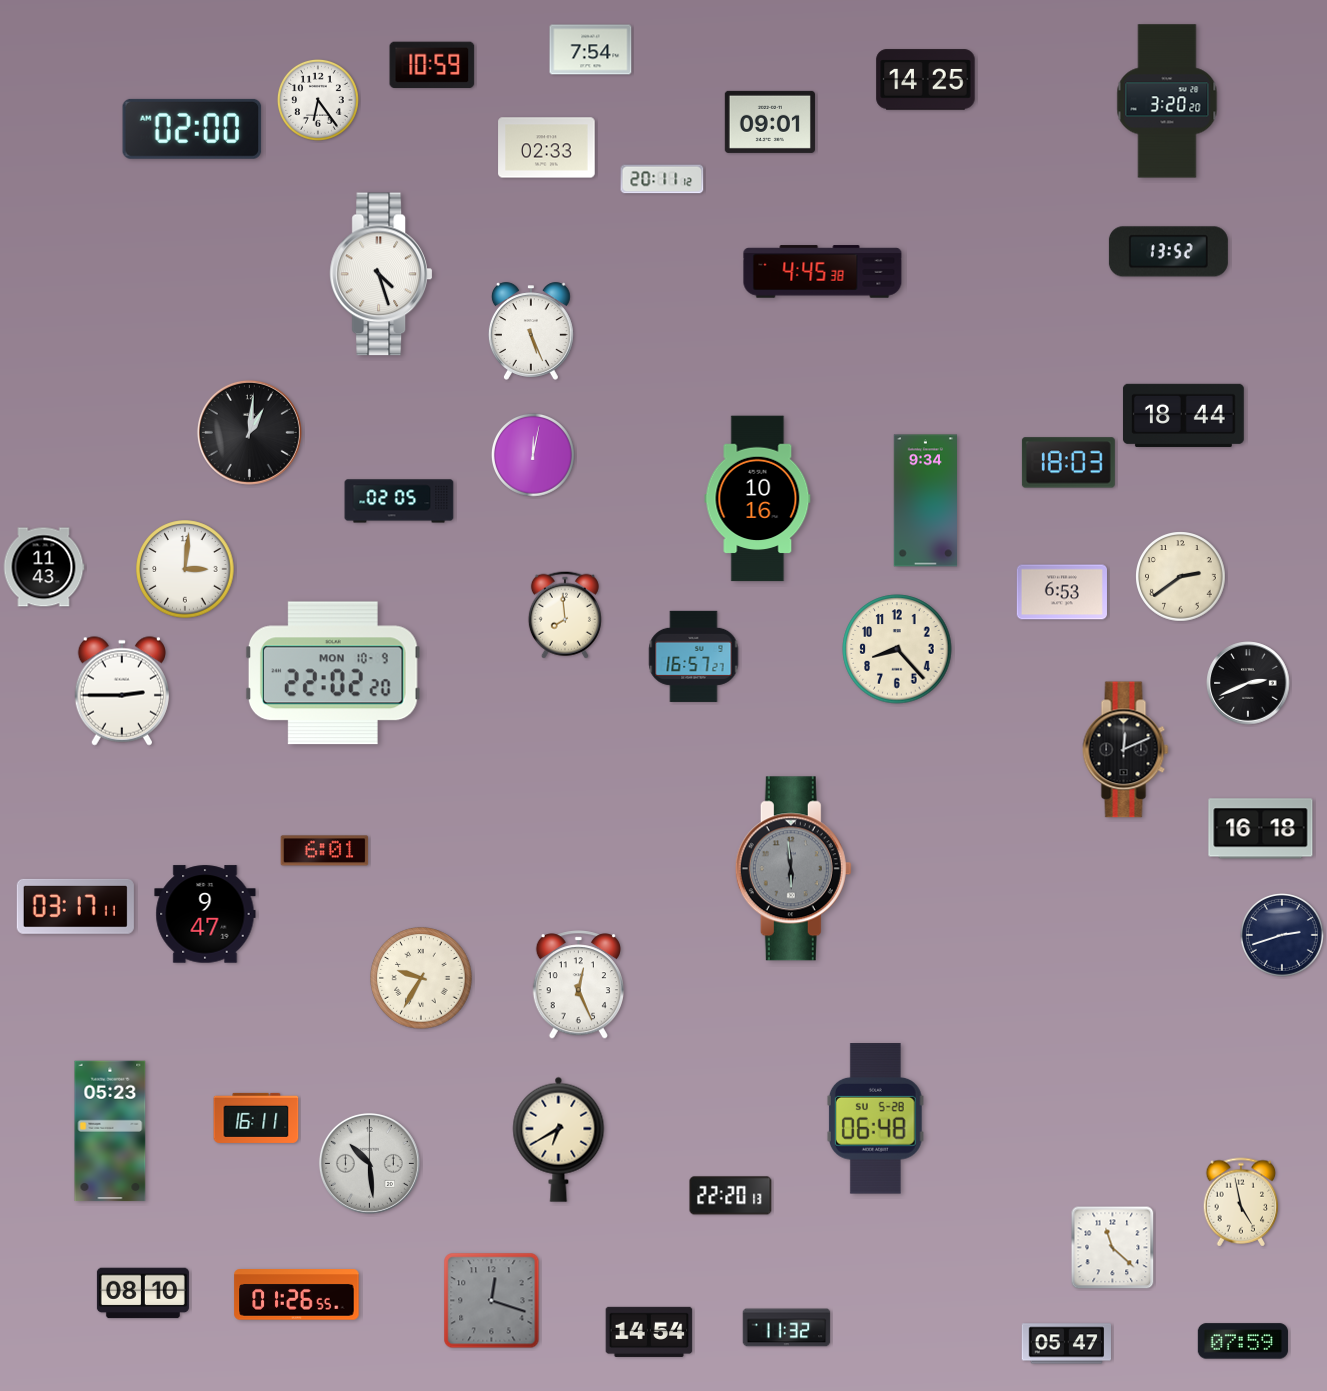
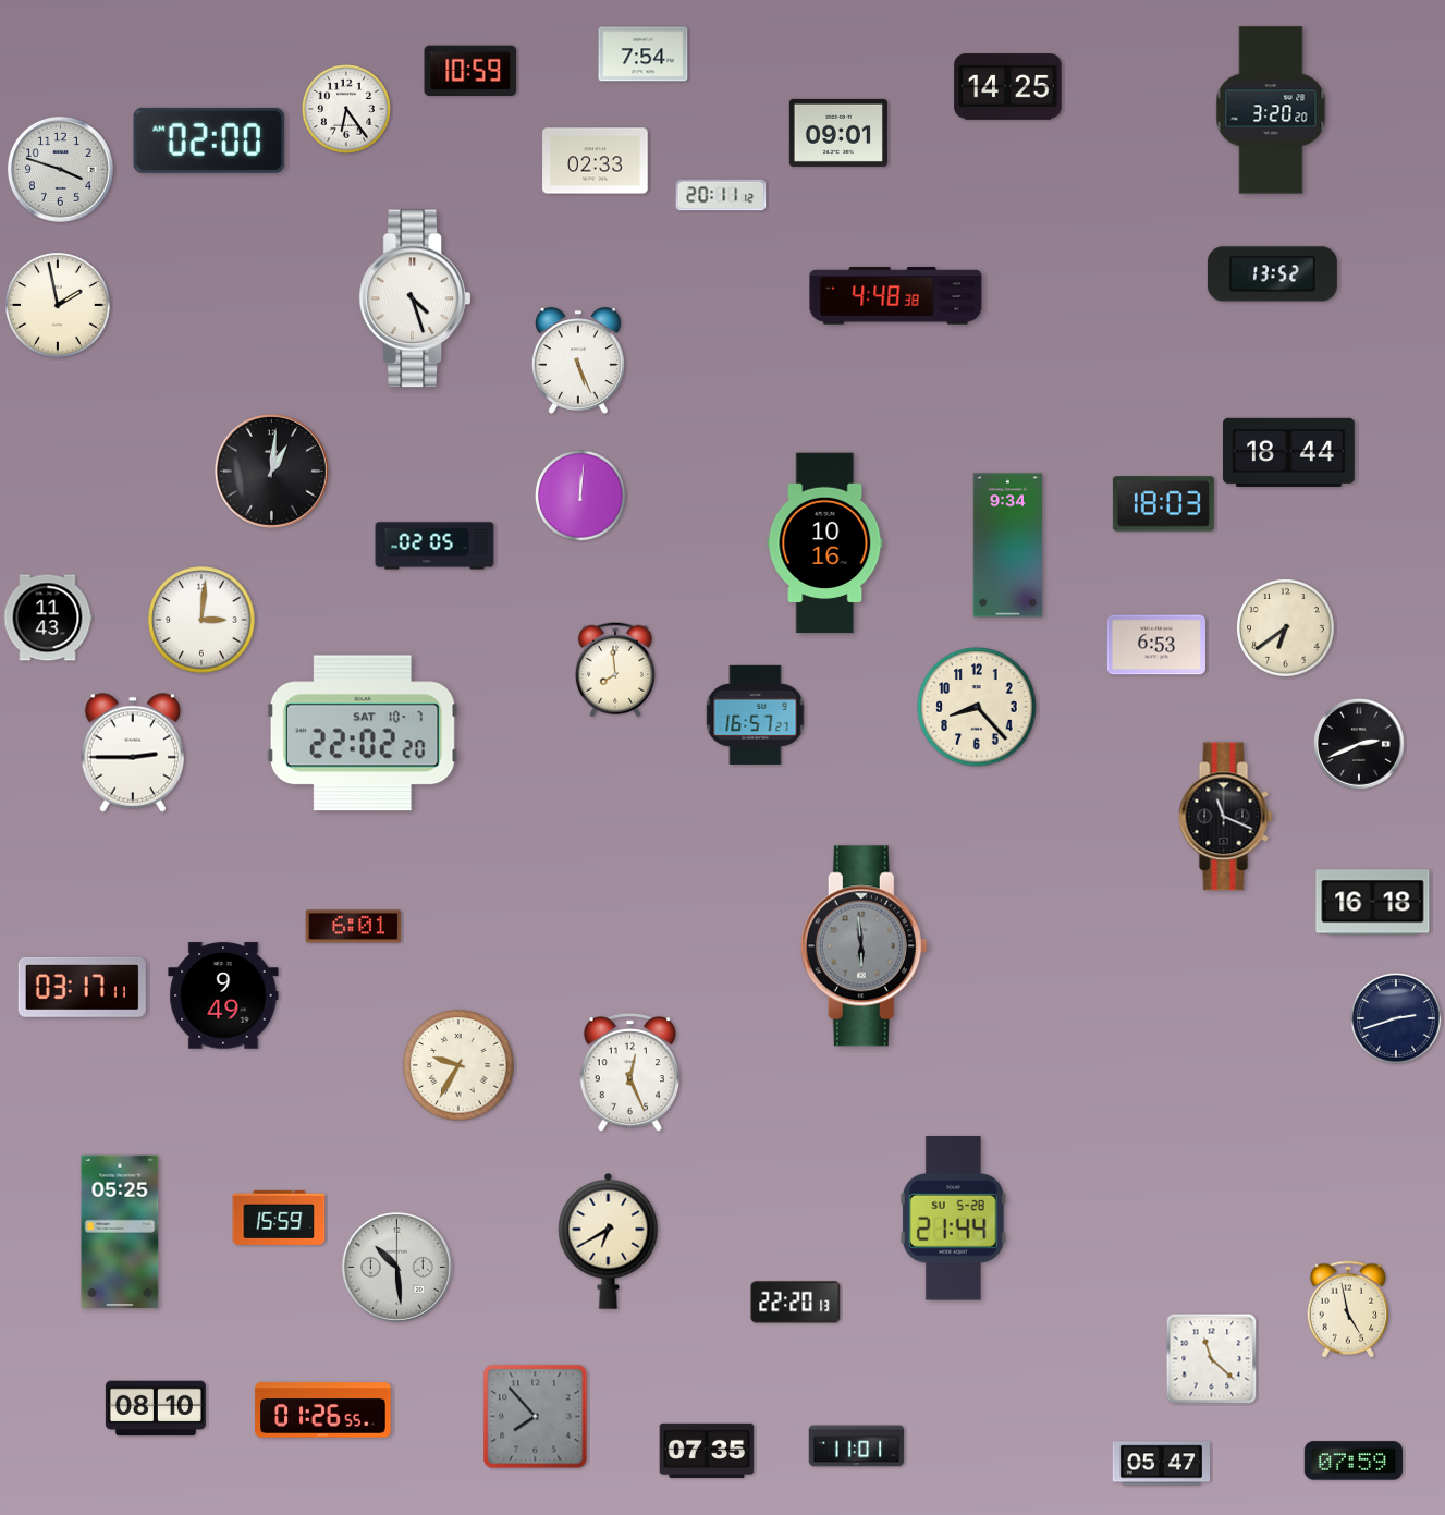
clock at (60, 169): none -> 3:48
clock at (823, 272): 4:45 -> 4:48
clock at (58, 305): none -> 1:58
clock at (533, 455): 12:02 -> 12:01
clock at (1181, 577): 2:39 -> 6:39
clock at (333, 673) date: MON 10-9 -> SAT 10-7
clock at (1126, 750): 12:11 -> 11:19
clock at (205, 914): 9:47 -> 9:49
clock at (256, 1118): 16:11 -> 15:59
clock at (875, 1119): 06:48 -> 21:44
clock at (110, 1131): 05:23 -> 05:25
clock at (369, 1163) position: (369, 1163) -> (396, 1267)
clock at (1241, 1202) position: (1241, 1202) -> (1348, 1309)
clock at (492, 1301): 12:18 -> 7:53
clock at (787, 1328): 11:32 -> 11:01
clock at (649, 1332): 14:54 -> 07:35
